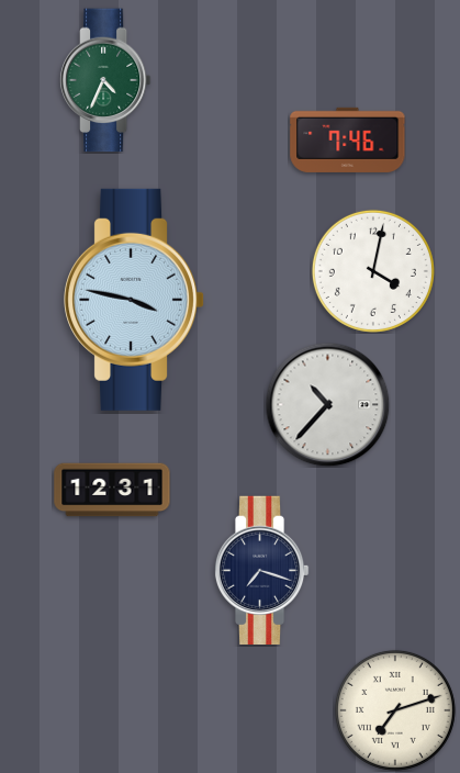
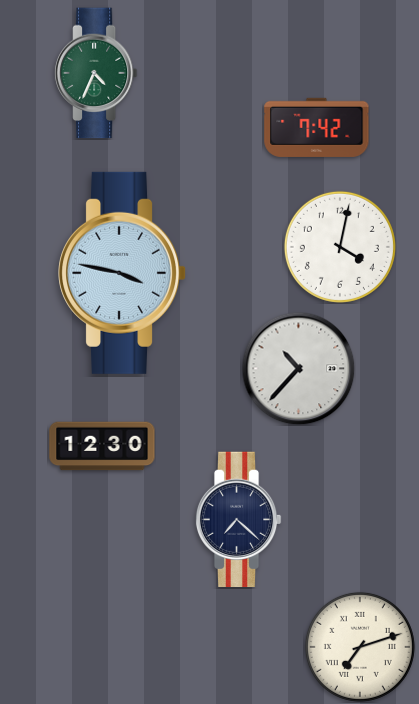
clock at (348, 139): 7:46 -> 7:42
clock at (112, 490): 12:31 -> 12:30
clock at (261, 570): 7:18 -> 7:22
